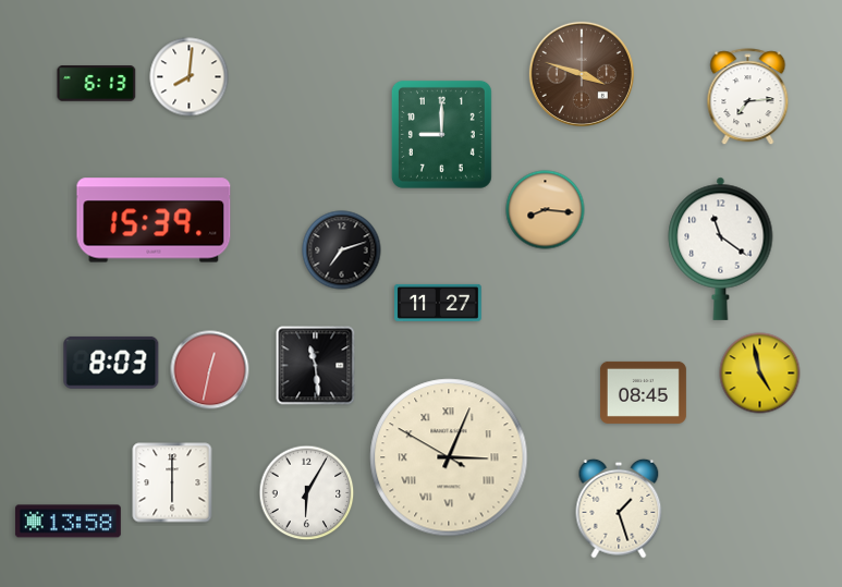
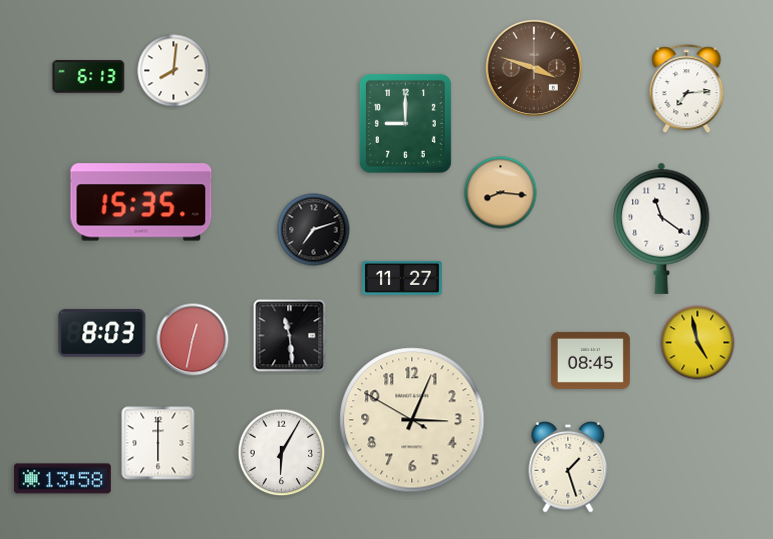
clock at (154, 220): 15:39 -> 15:35
clock at (449, 457) numerals: Roman -> Arabic
